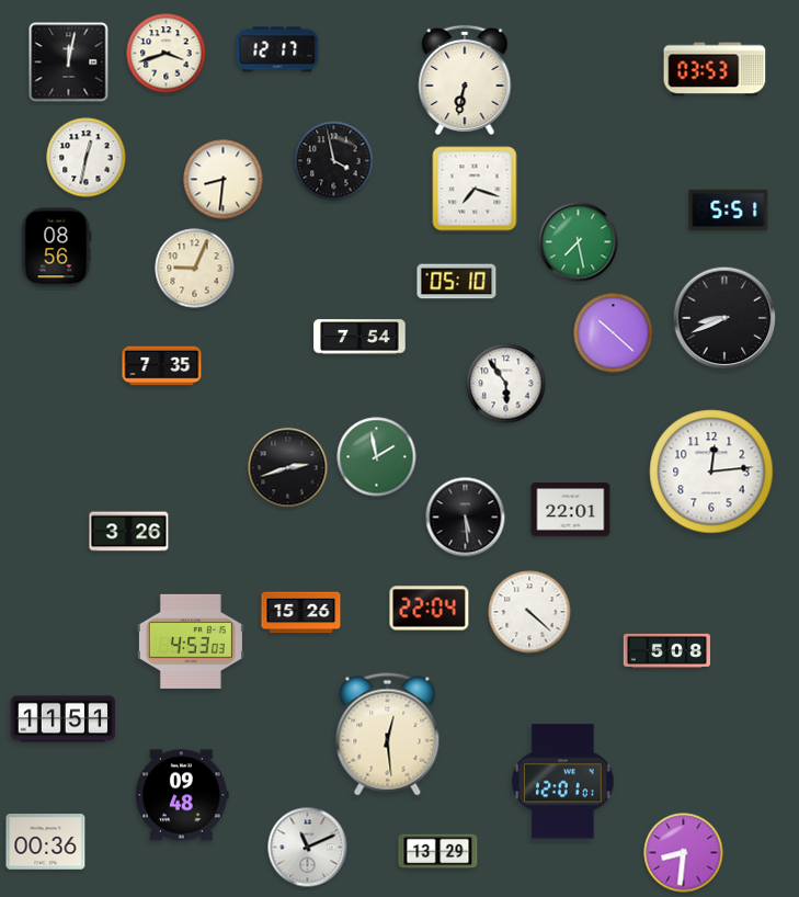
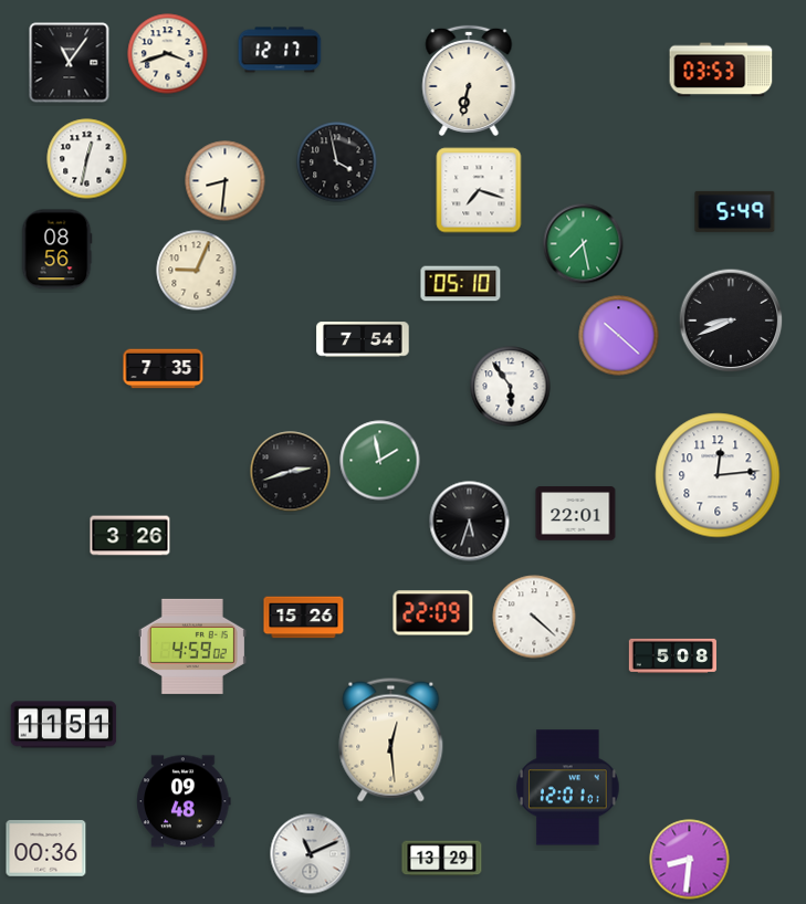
clock at (69, 63): 12:02 -> 11:06
clock at (729, 209): 5:51 -> 5:49
clock at (466, 518): 5:29 -> 5:33
clock at (430, 609): 22:04 -> 22:09
clock at (191, 641): 4:53 -> 4:59
